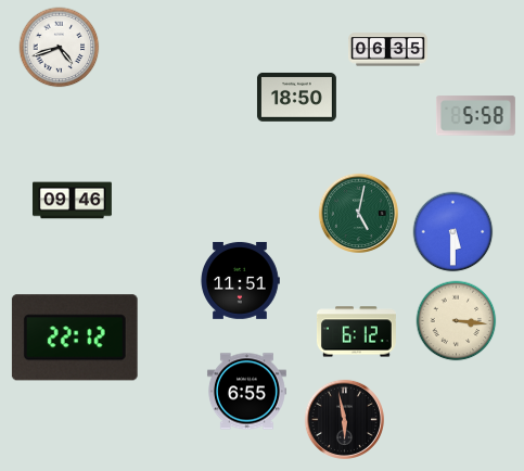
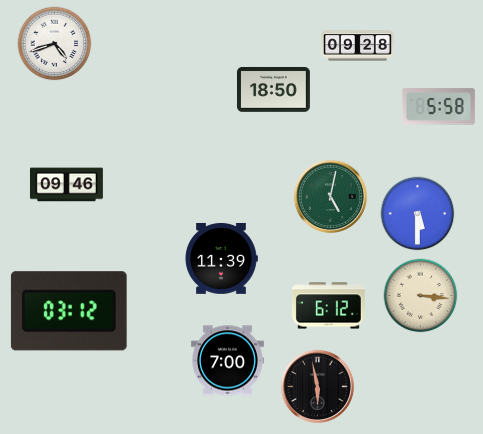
clock at (387, 50): 06:35 -> 09:28
clock at (240, 280): 11:51 -> 11:39
clock at (75, 338): 22:12 -> 03:12
clock at (246, 392): 6:55 -> 7:00
